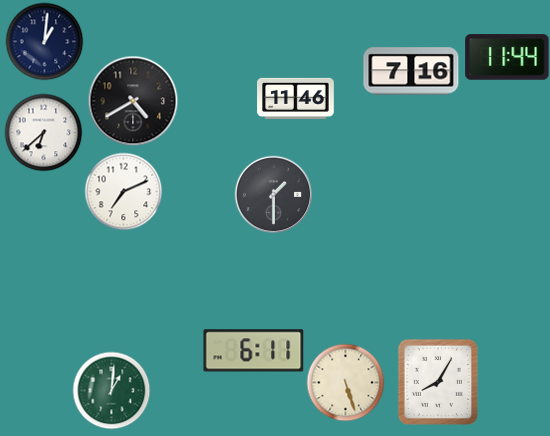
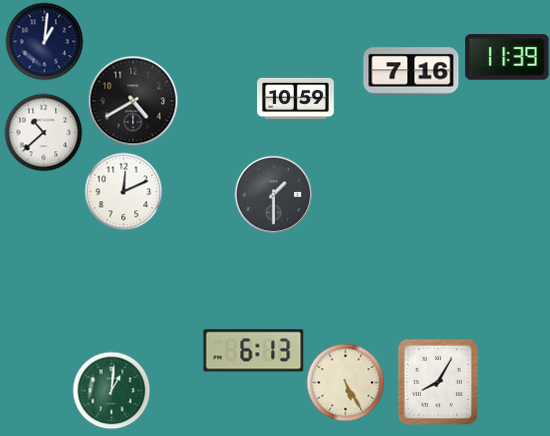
clock at (507, 57): 11:44 -> 11:39
clock at (296, 98): 11:46 -> 10:59
clock at (43, 132): 6:38 -> 10:38
clock at (123, 191): 7:11 -> 12:11
clock at (254, 351): 6:11 -> 6:13
clock at (345, 382): 5:27 -> 5:25
